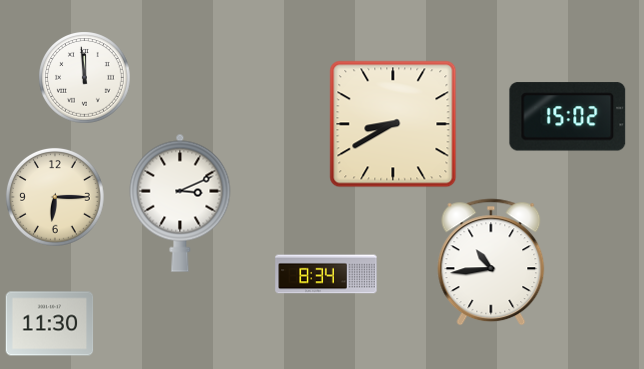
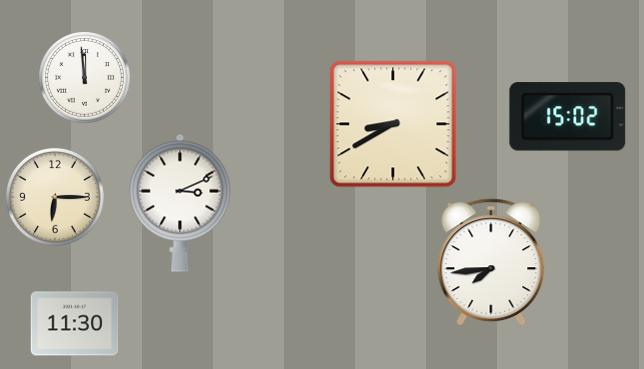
clock at (491, 262): 10:44 -> 7:44
clock at (326, 274): 8:34 -> none
clock at (50, 324) position: (50, 324) -> (75, 324)
